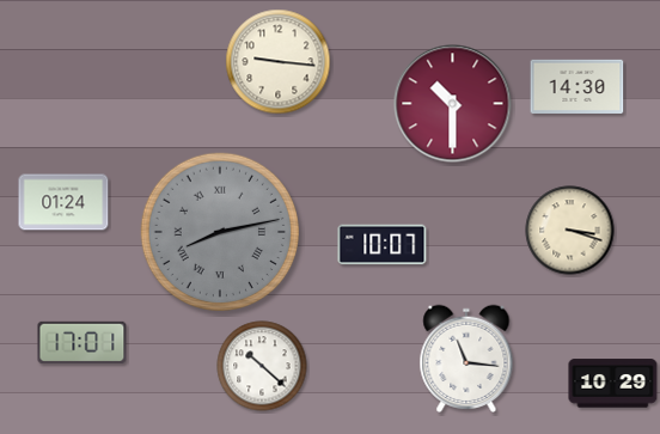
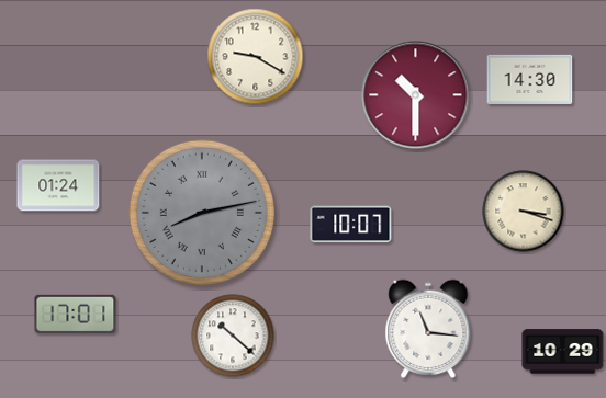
clock at (279, 62): 9:16 -> 9:20
clock at (262, 366) position: (262, 366) -> (233, 336)
